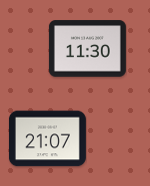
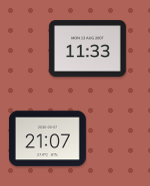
clock at (87, 49): 11:30 -> 11:33
